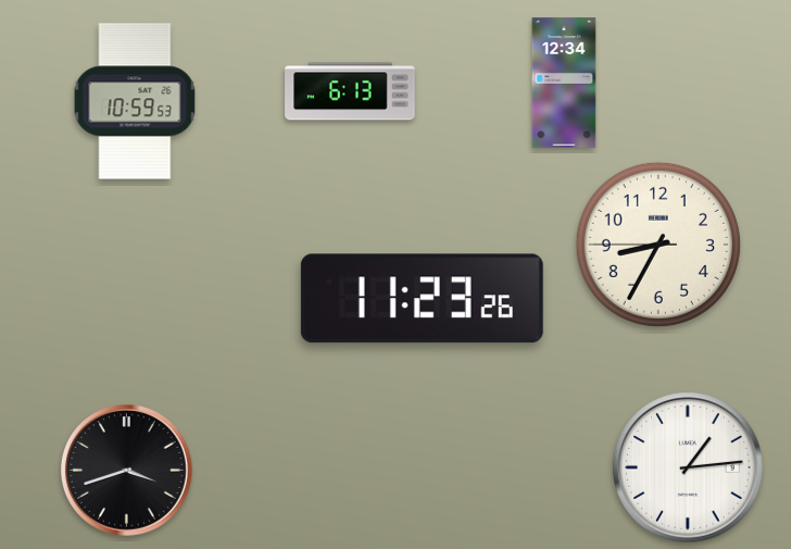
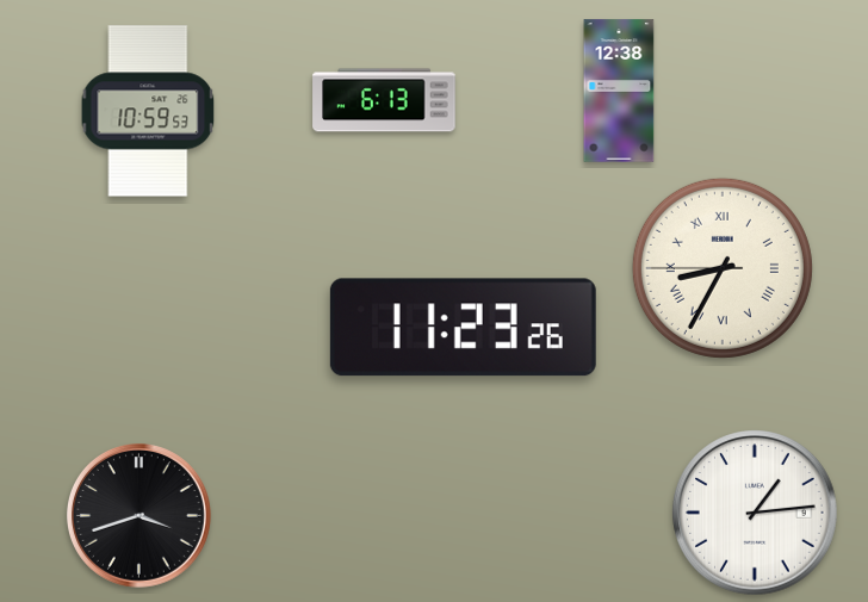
clock at (564, 83): 12:34 -> 12:38
clock at (658, 245) numerals: Arabic -> Roman
